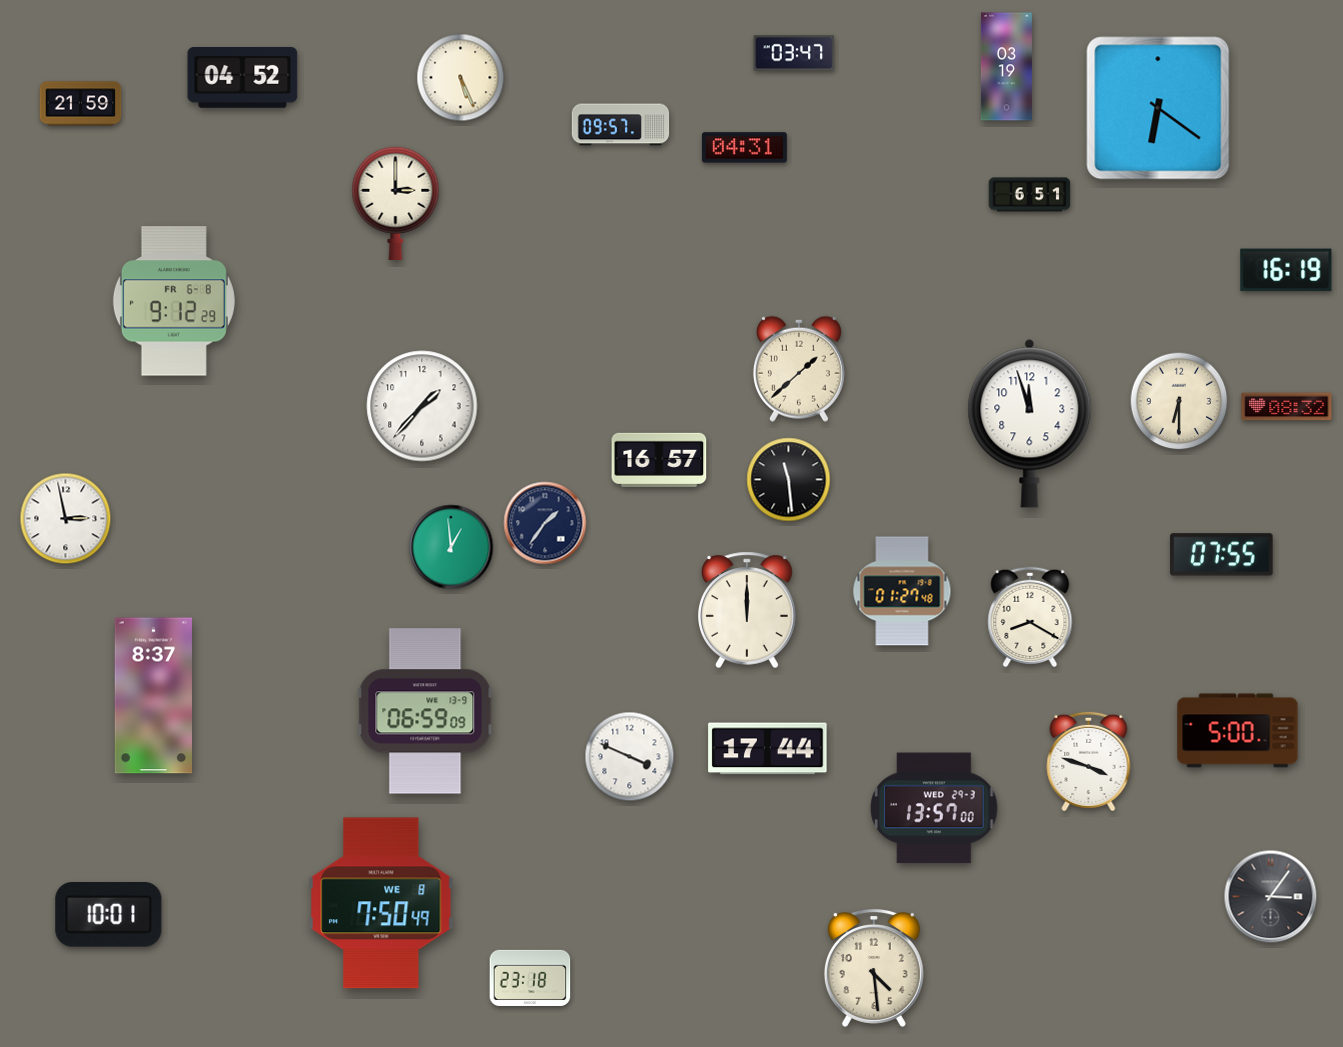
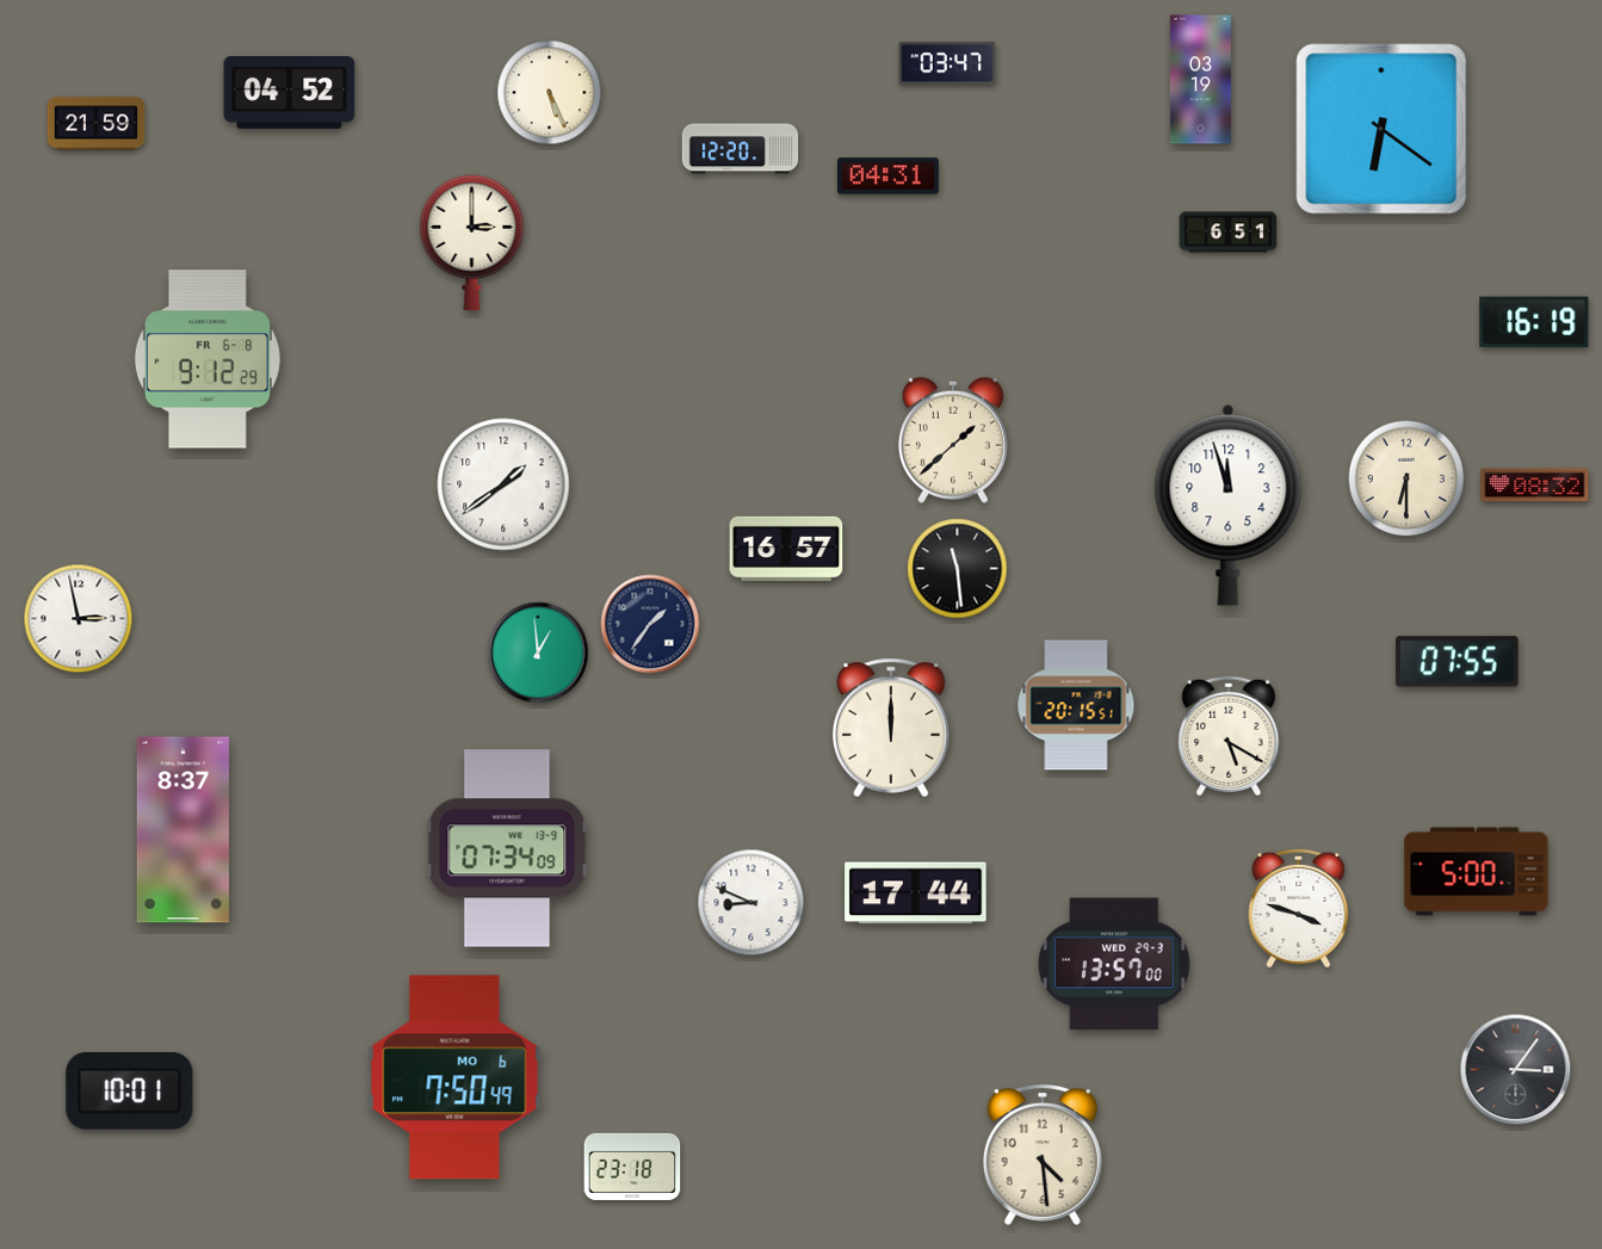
clock at (621, 125): 09:57 -> 12:20
clock at (422, 406): 1:37 -> 1:39
clock at (789, 480) position: (789, 480) -> (958, 569)
clock at (902, 591): 01:27 -> 20:15
clock at (1030, 617): 8:20 -> 5:20
clock at (425, 711): 06:59 -> 07:34
clock at (630, 757): 3:49 -> 8:49
clock at (381, 903) date: WE 8 -> MO 6
